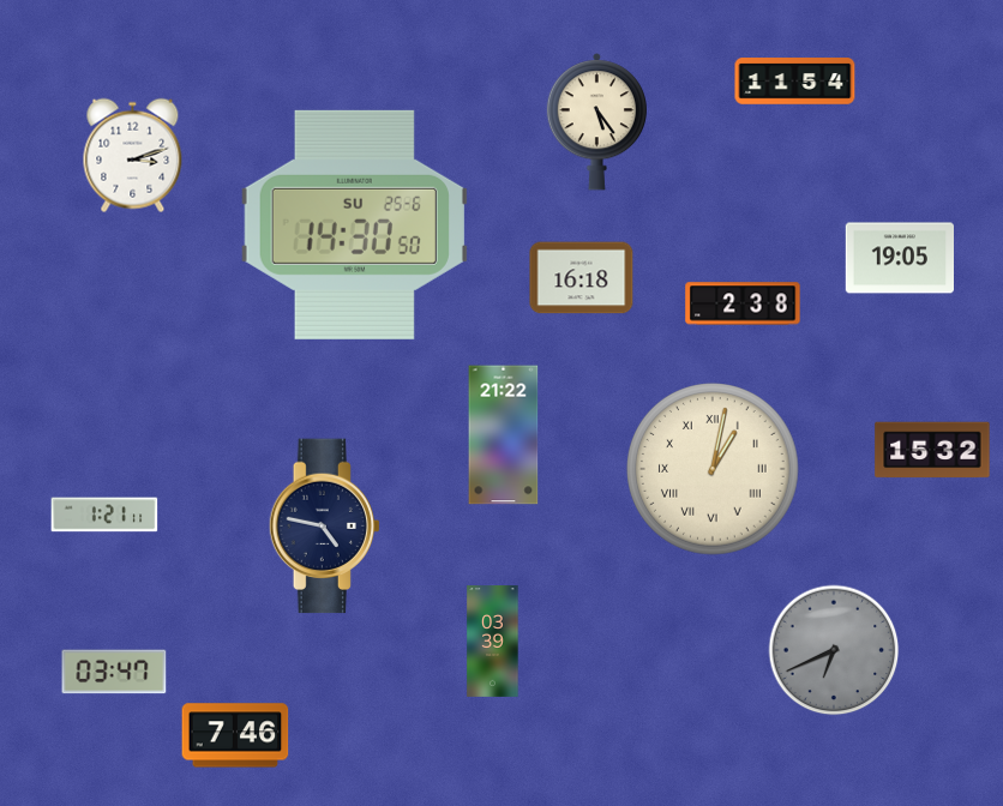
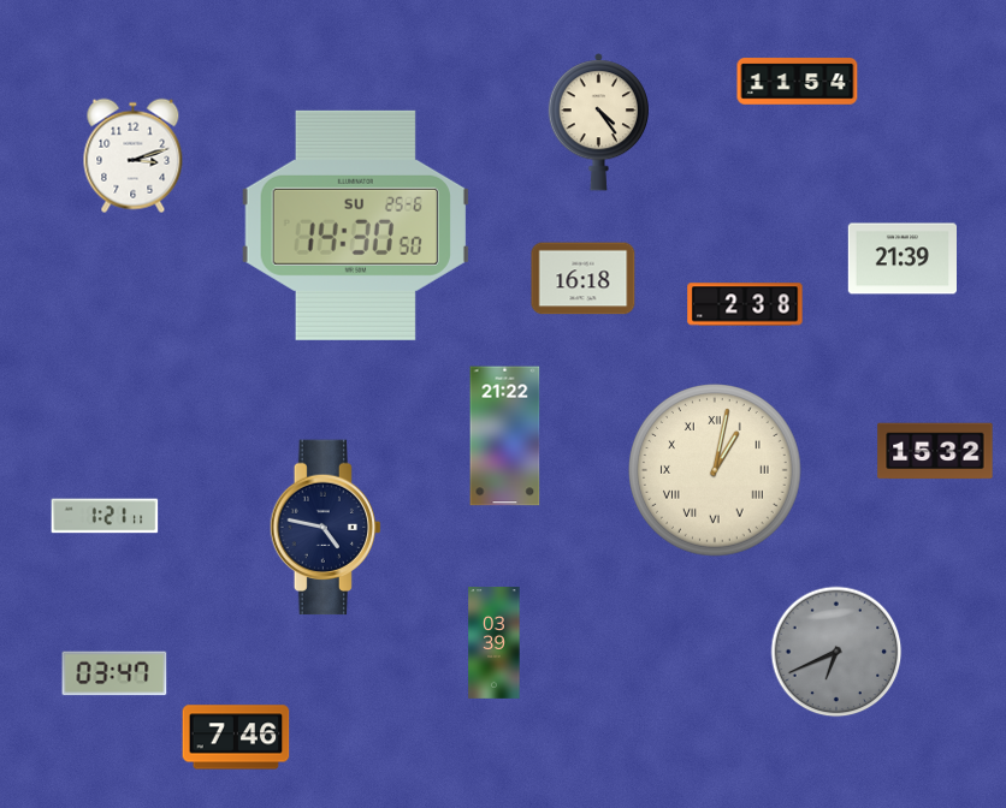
clock at (596, 122): 5:24 -> 4:24
clock at (899, 258): 19:05 -> 21:39
